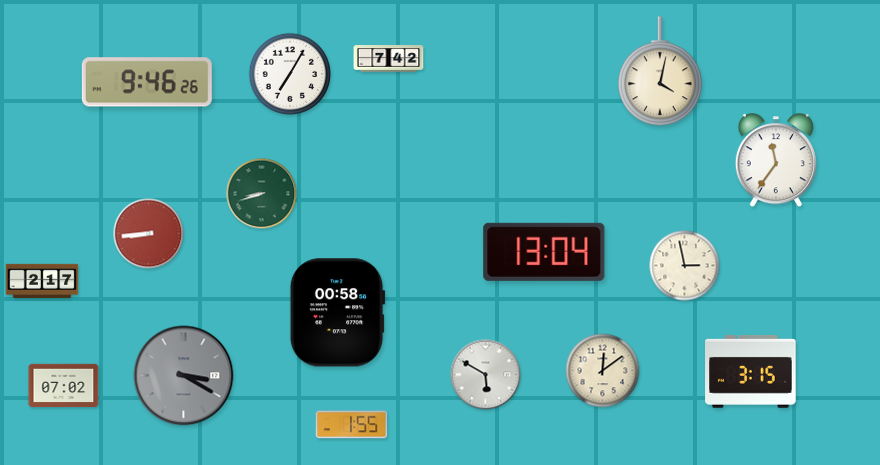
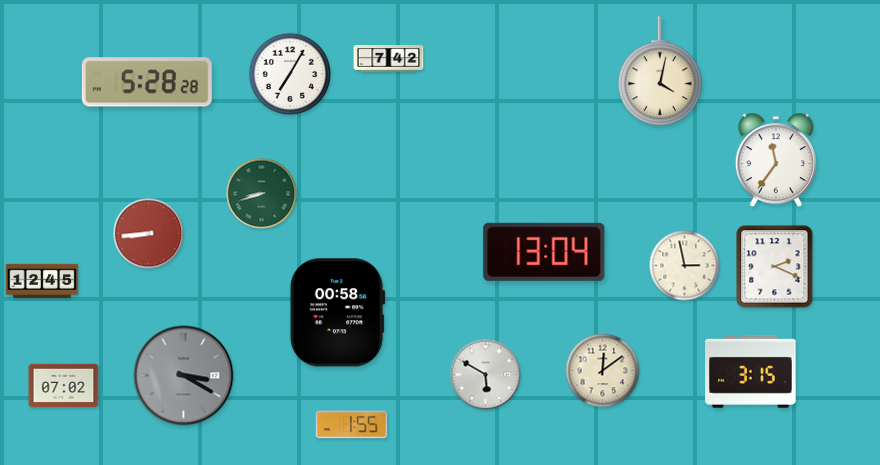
clock at (147, 82): 9:46 -> 5:28
clock at (775, 267): none -> 2:19
clock at (42, 281): 2:17 -> 12:45
